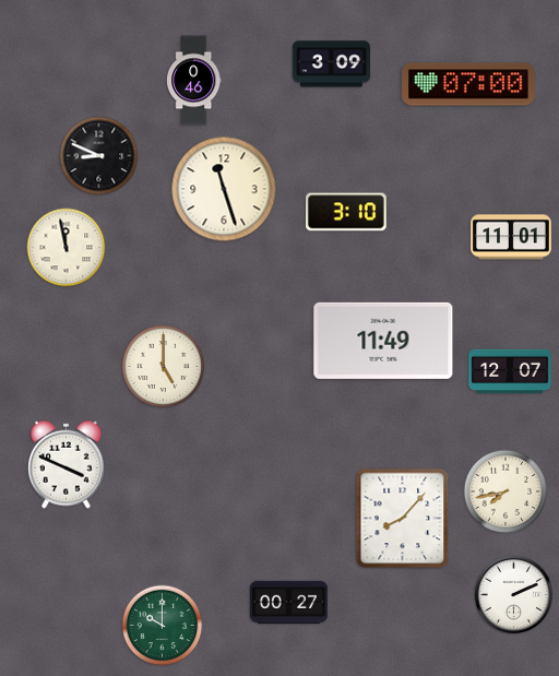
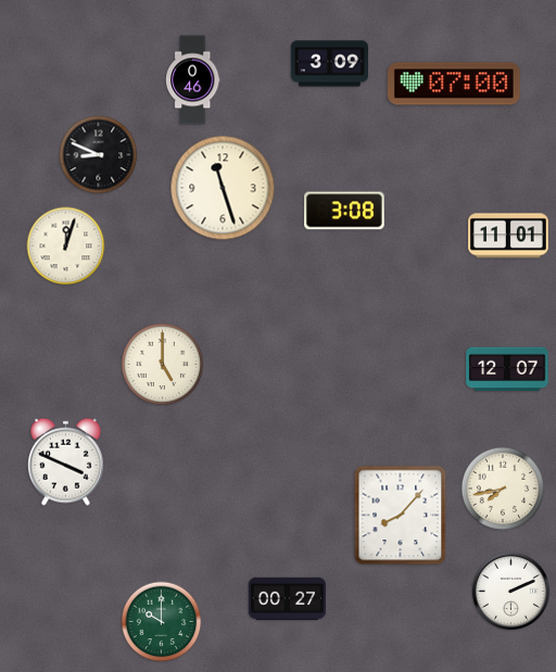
clock at (469, 84) position: (469, 84) -> (455, 84)
clock at (347, 212): 3:10 -> 3:08
clock at (67, 248): 11:58 -> 12:03
clock at (383, 341): 11:49 -> none
